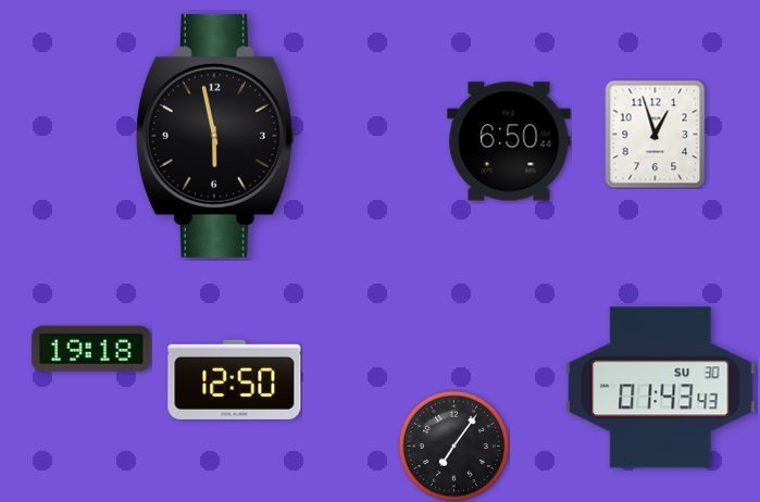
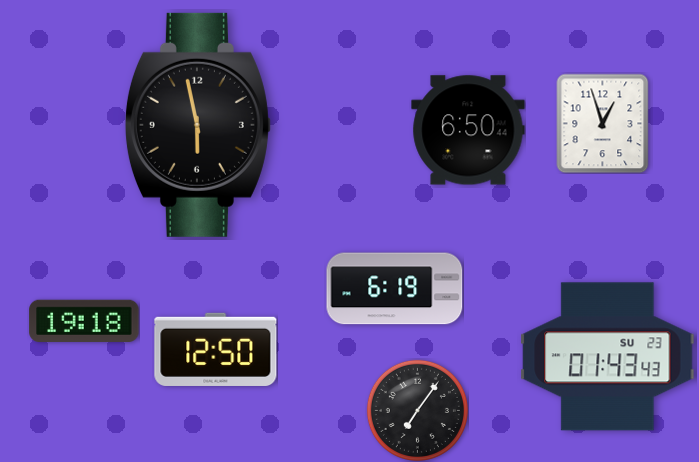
clock at (395, 289): none -> 6:19
clock at (661, 388) date: SU 30 -> SU 23
